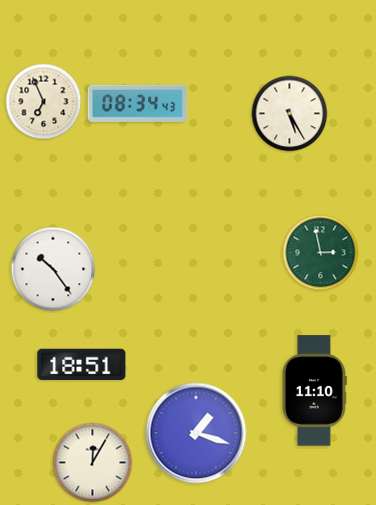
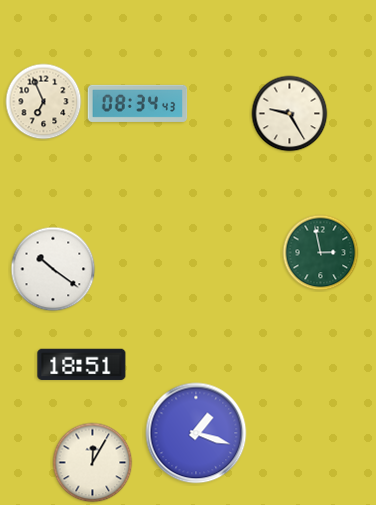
clock at (290, 114): 5:25 -> 9:25
clock at (53, 269): 10:24 -> 10:21
clock at (314, 391): 11:10 -> none
